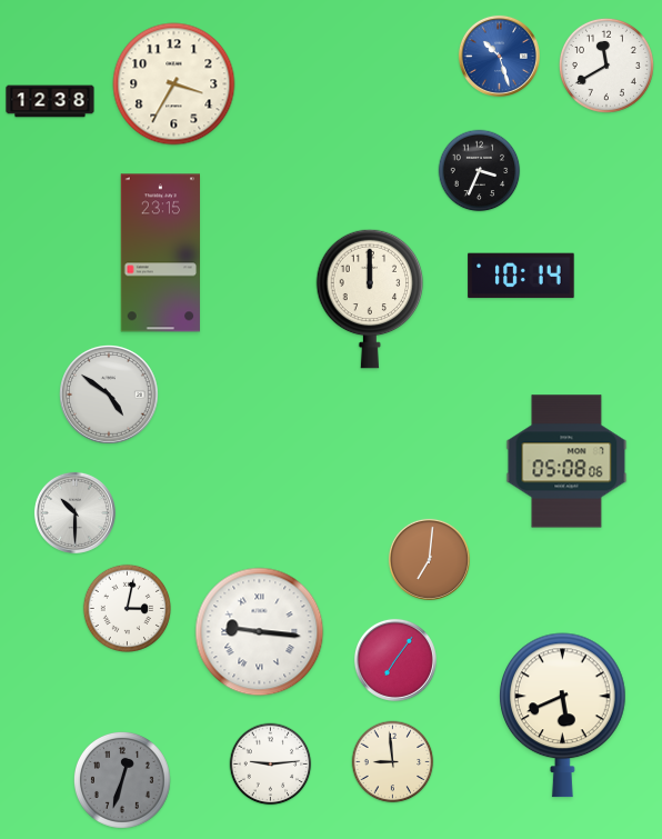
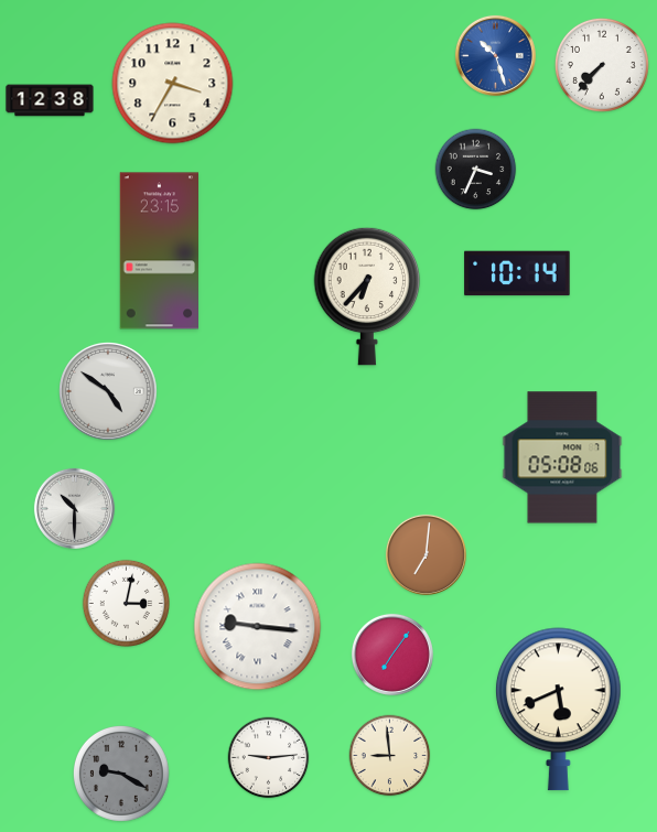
clock at (606, 66): 11:40 -> 7:37
clock at (370, 299): 12:00 -> 6:37
clock at (122, 780): 12:33 -> 9:20
